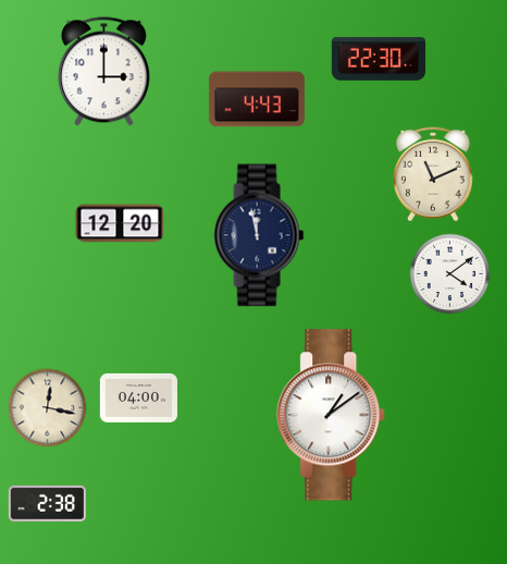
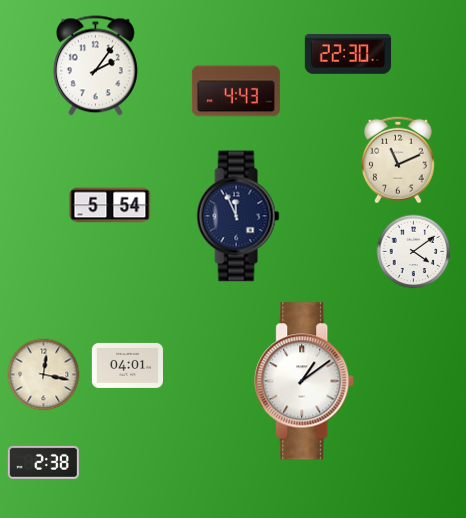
clock at (103, 72): 3:00 -> 2:06
clock at (120, 223): 12:20 -> 5:54
clock at (259, 235): 11:58 -> 11:56
clock at (138, 397): 04:00 -> 04:01
